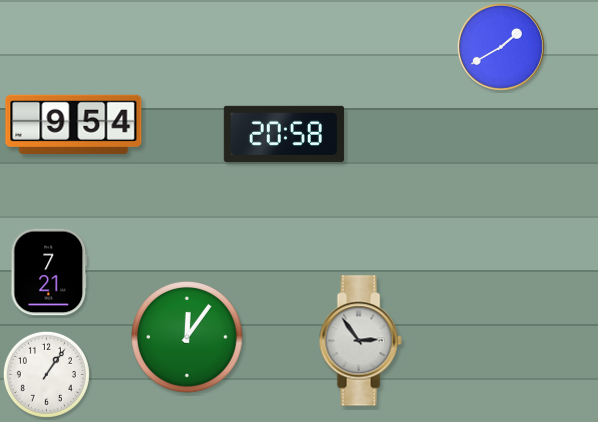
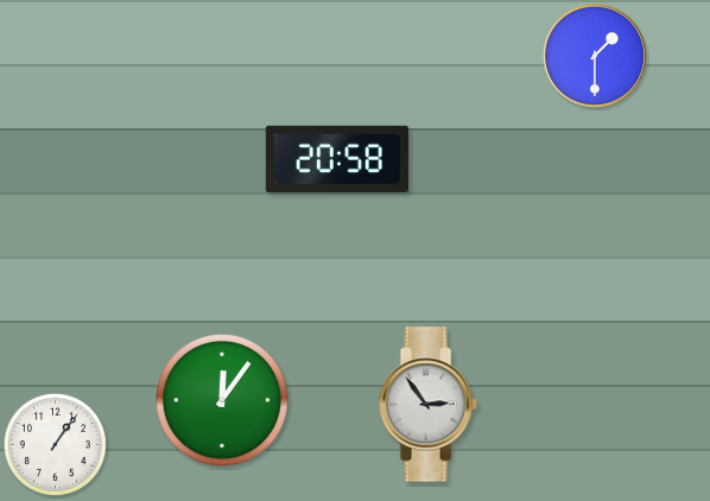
clock at (501, 47): 1:40 -> 1:30
clock at (74, 124): 9:54 -> none
clock at (49, 272): 7:21 -> none
